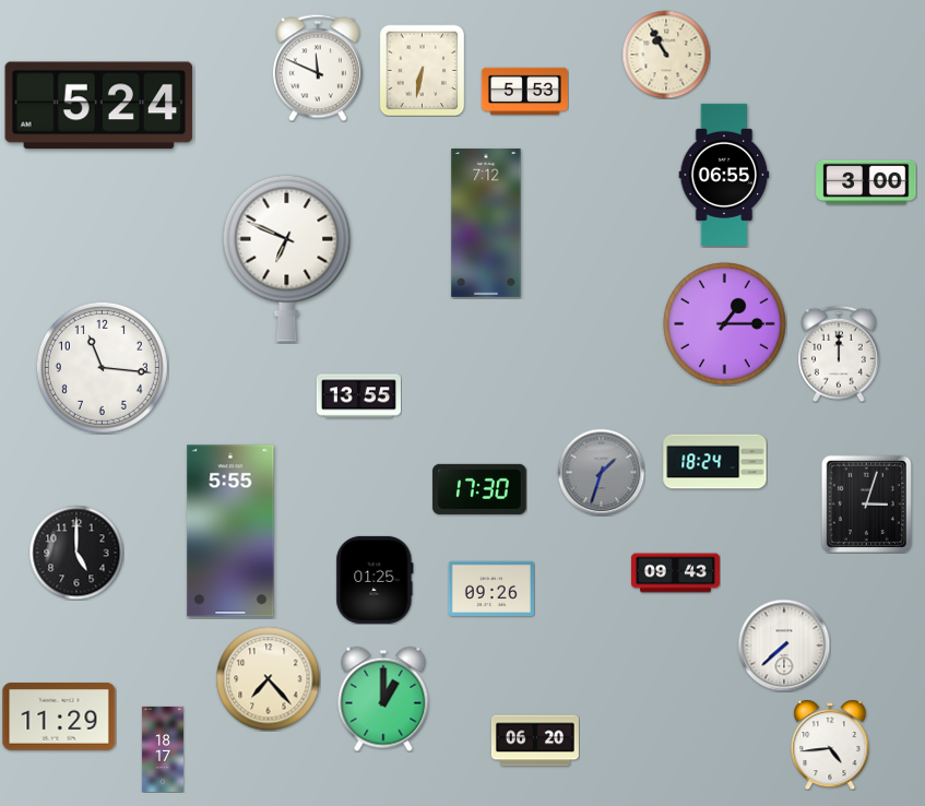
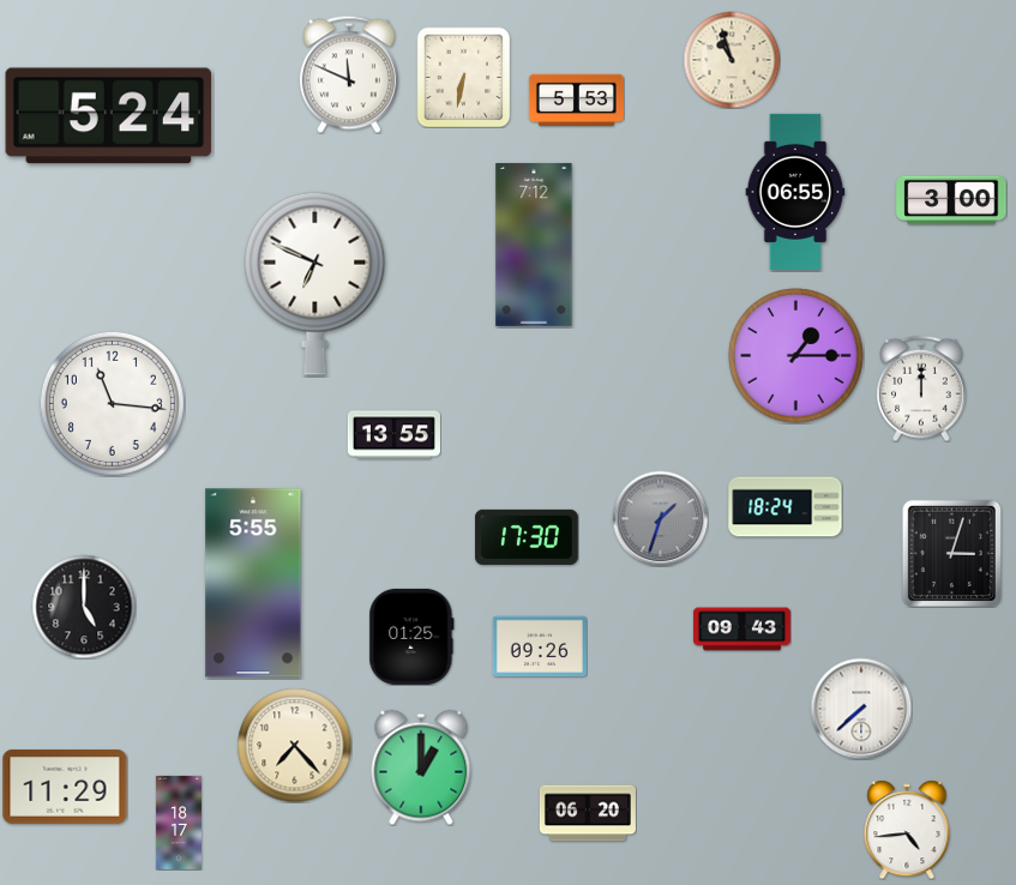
clock at (666, 55): 10:55 -> 10:57
clock at (830, 745) position: (830, 745) -> (907, 830)
